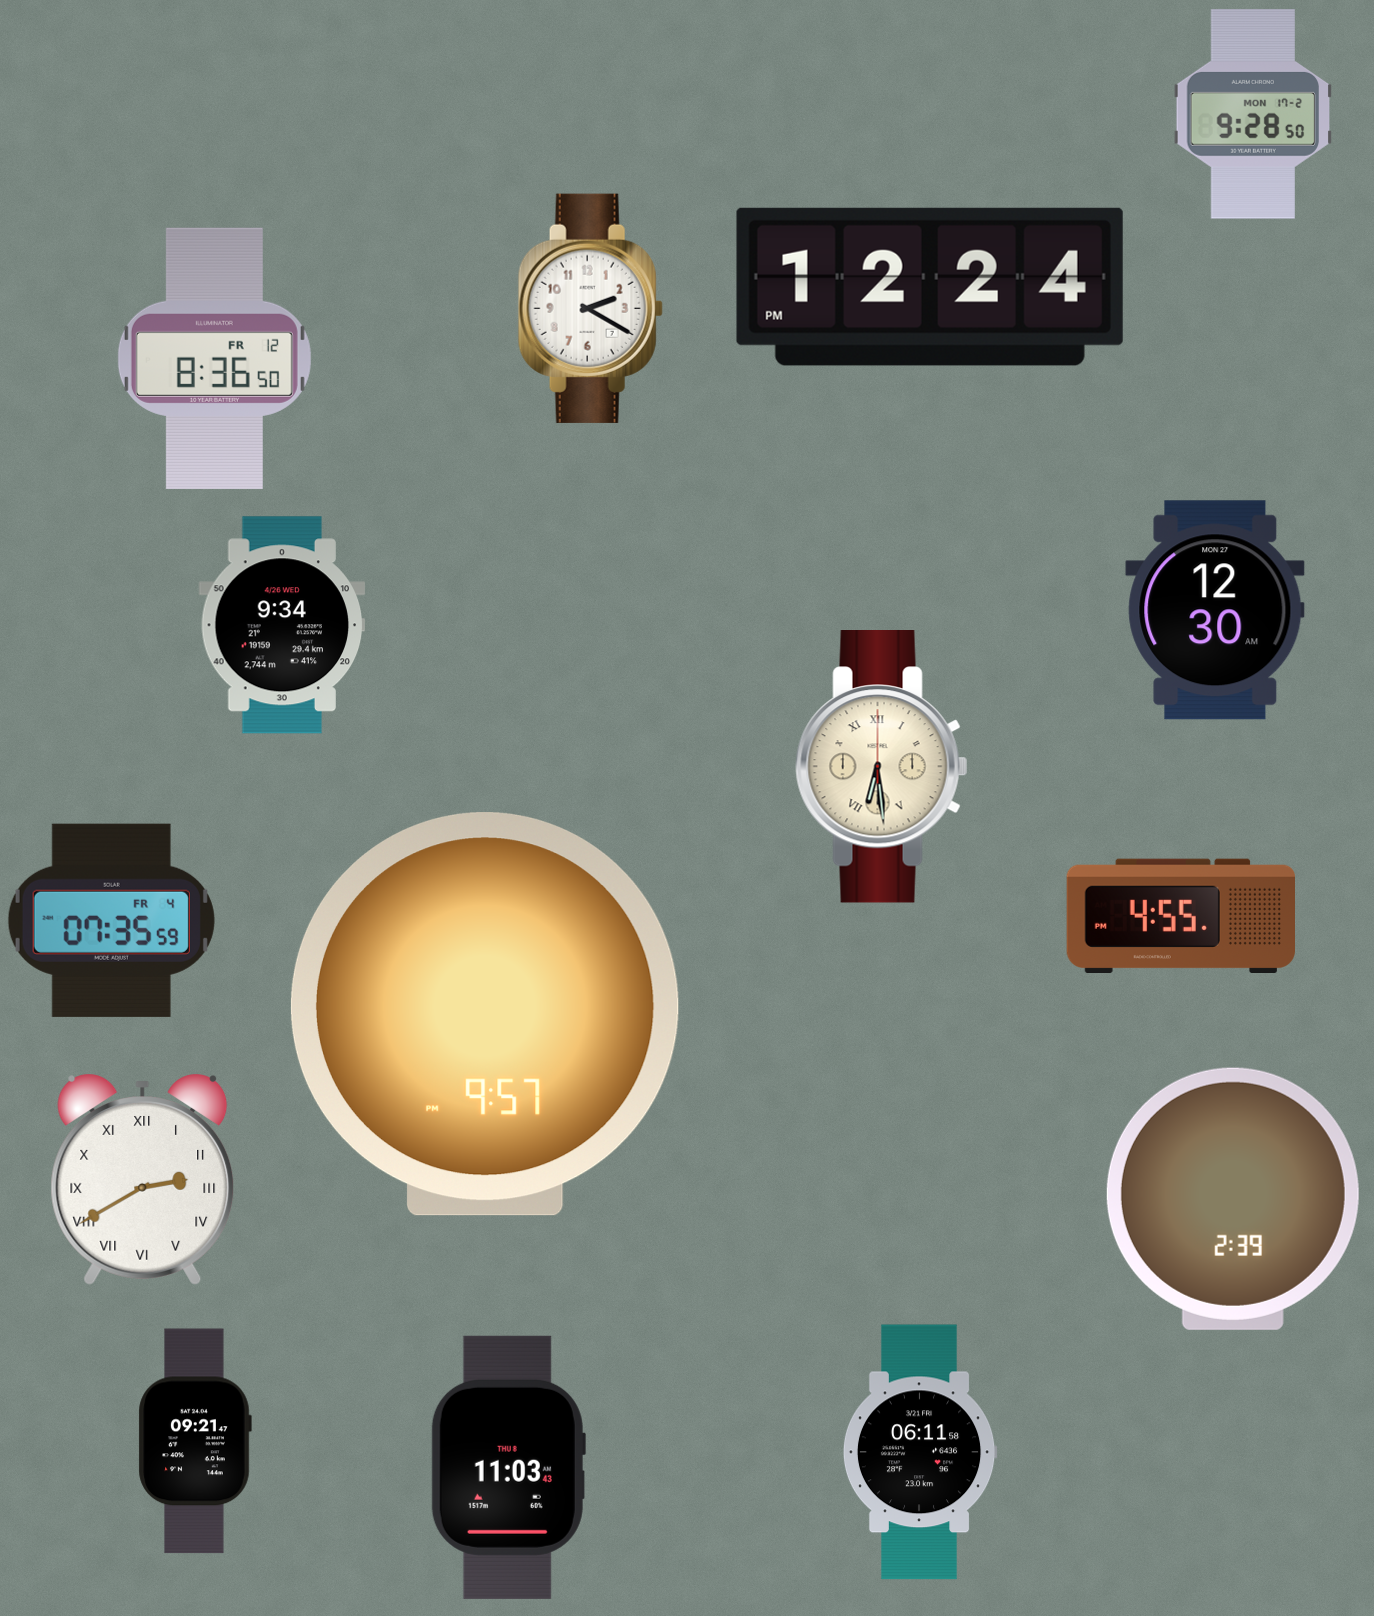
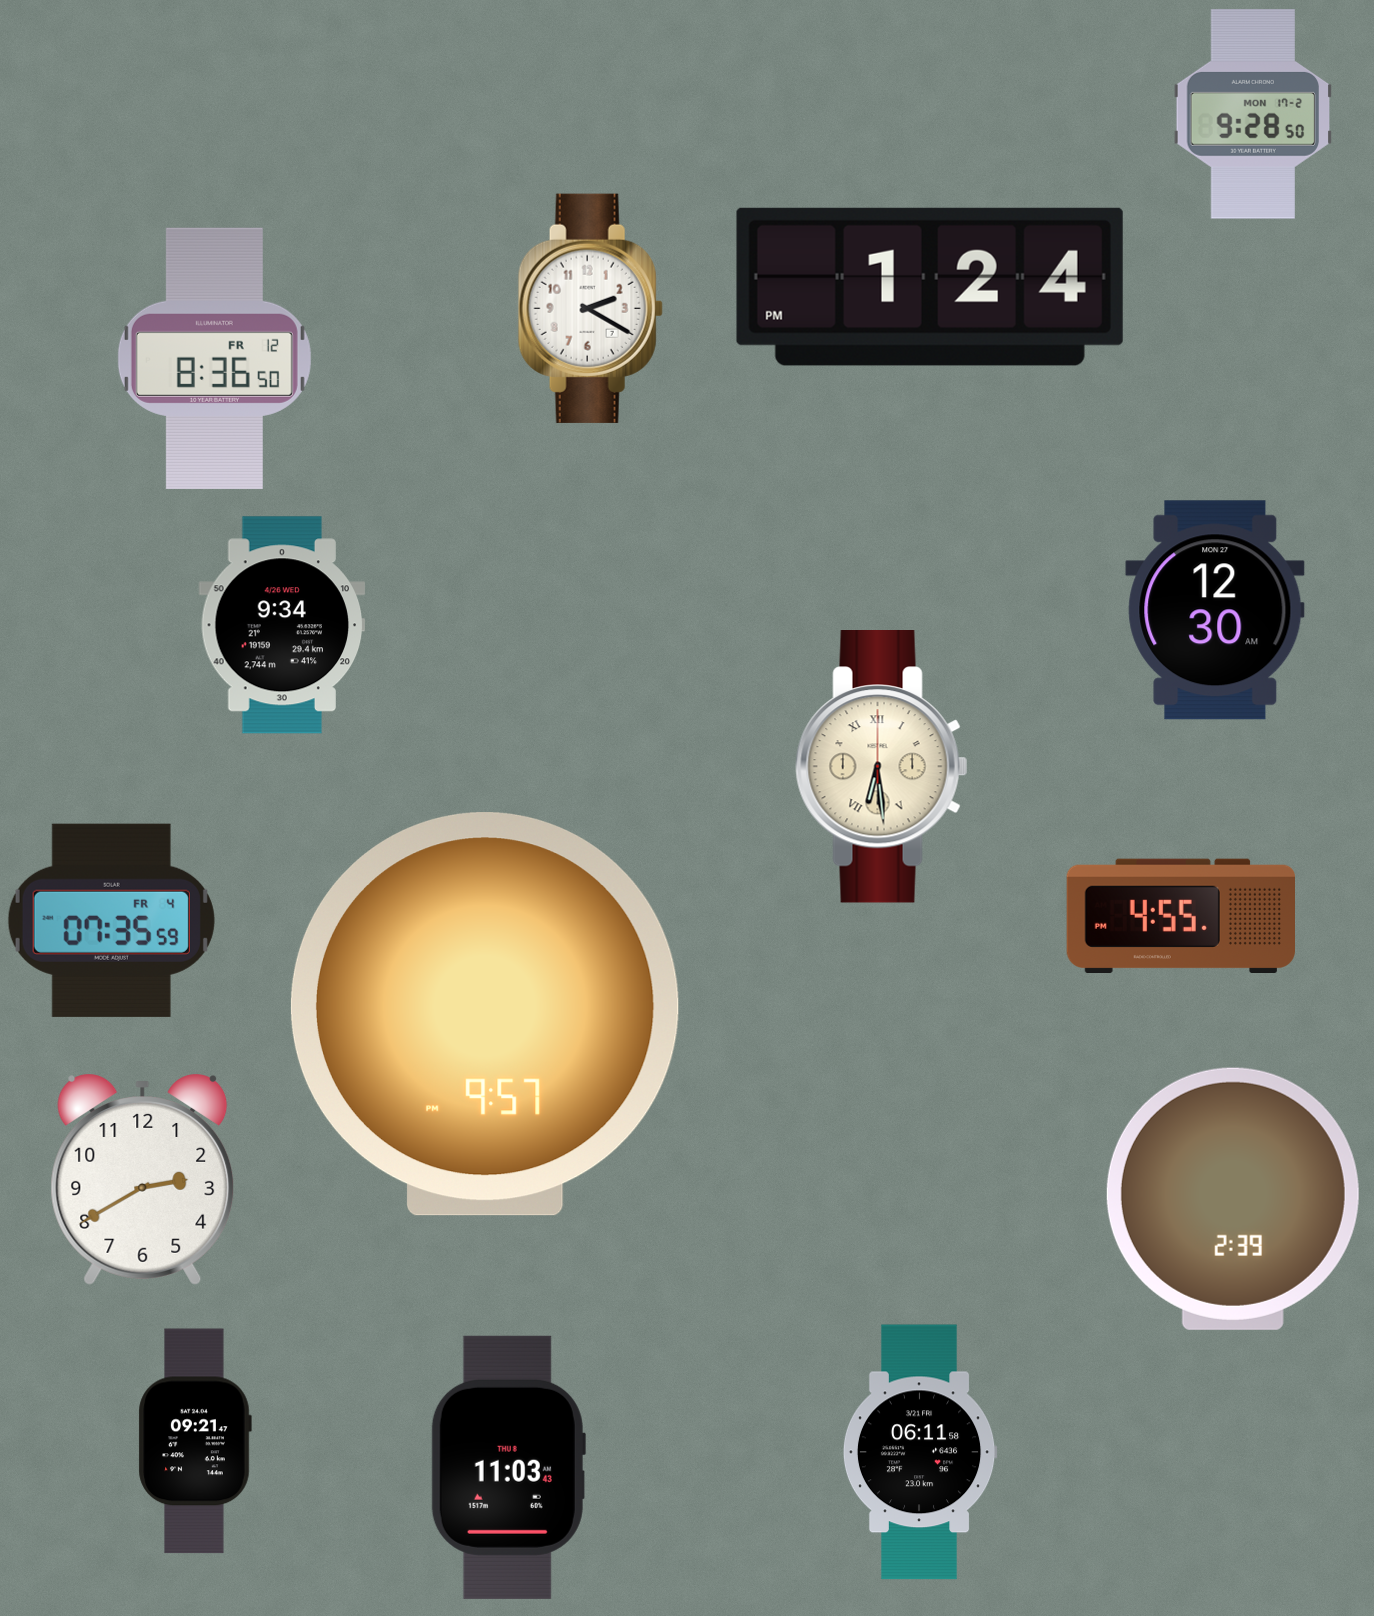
clock at (930, 287): 12:24 -> 1:24
clock at (143, 1179) numerals: Roman -> Arabic
